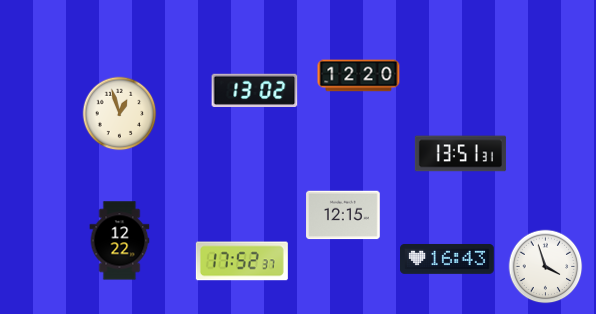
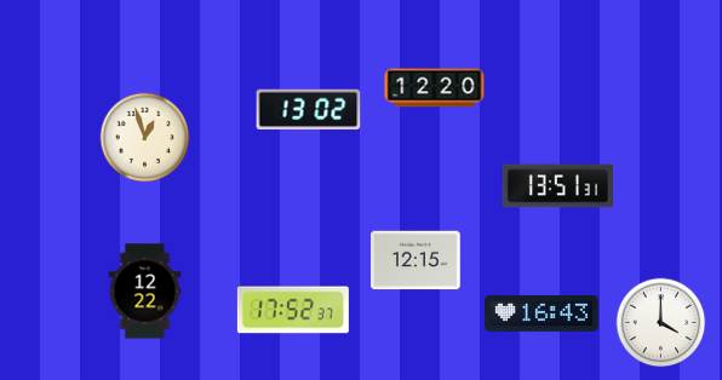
clock at (359, 76) position: (359, 76) -> (435, 88)
clock at (242, 261) position: (242, 261) -> (293, 310)
clock at (546, 267): 3:57 -> 4:00
